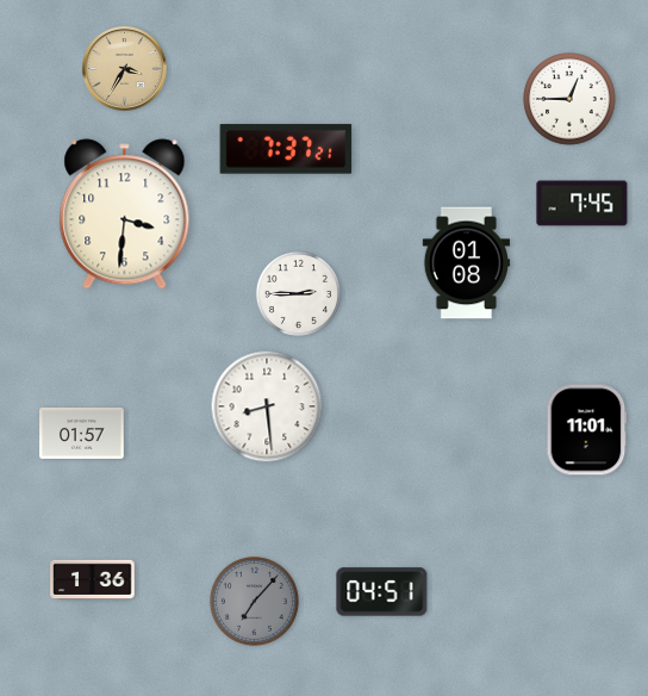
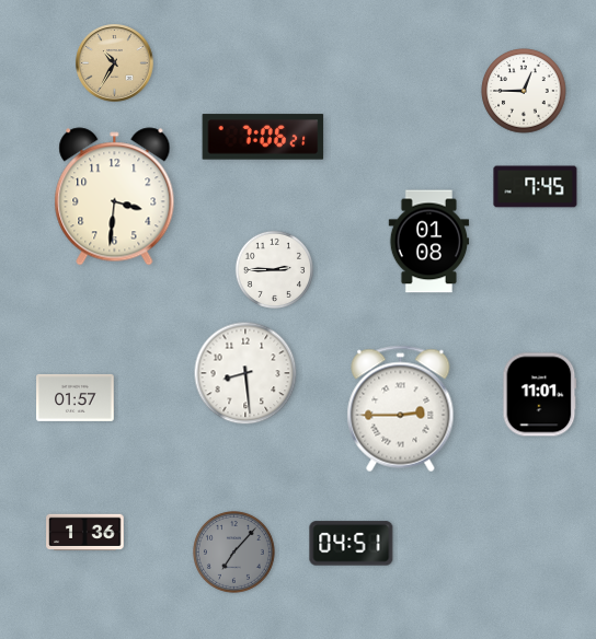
clock at (125, 69): 3:35 -> 10:35
clock at (286, 149): 7:37 -> 7:06
clock at (401, 409): none -> 2:45
